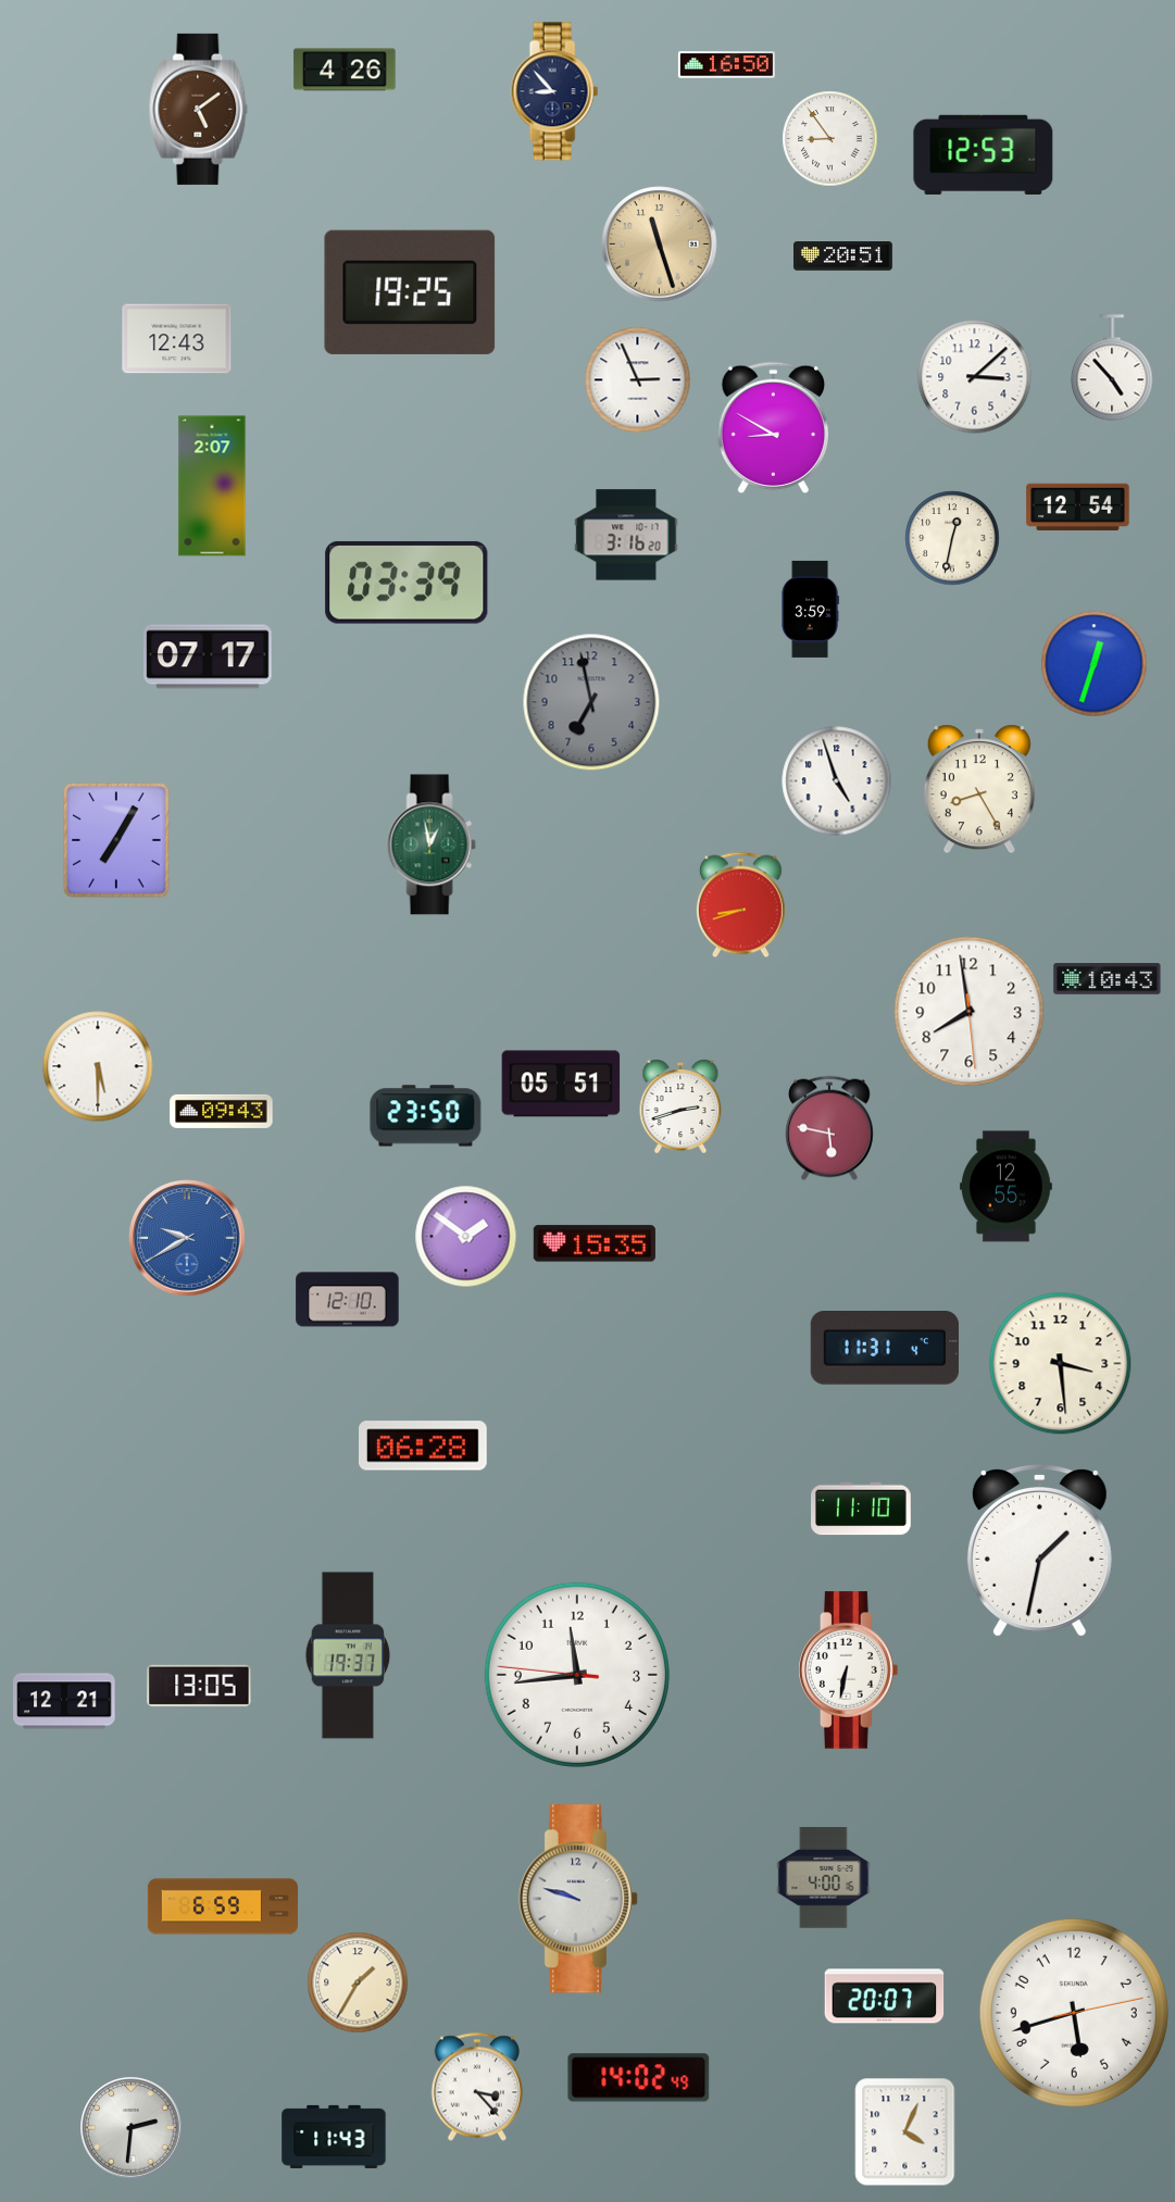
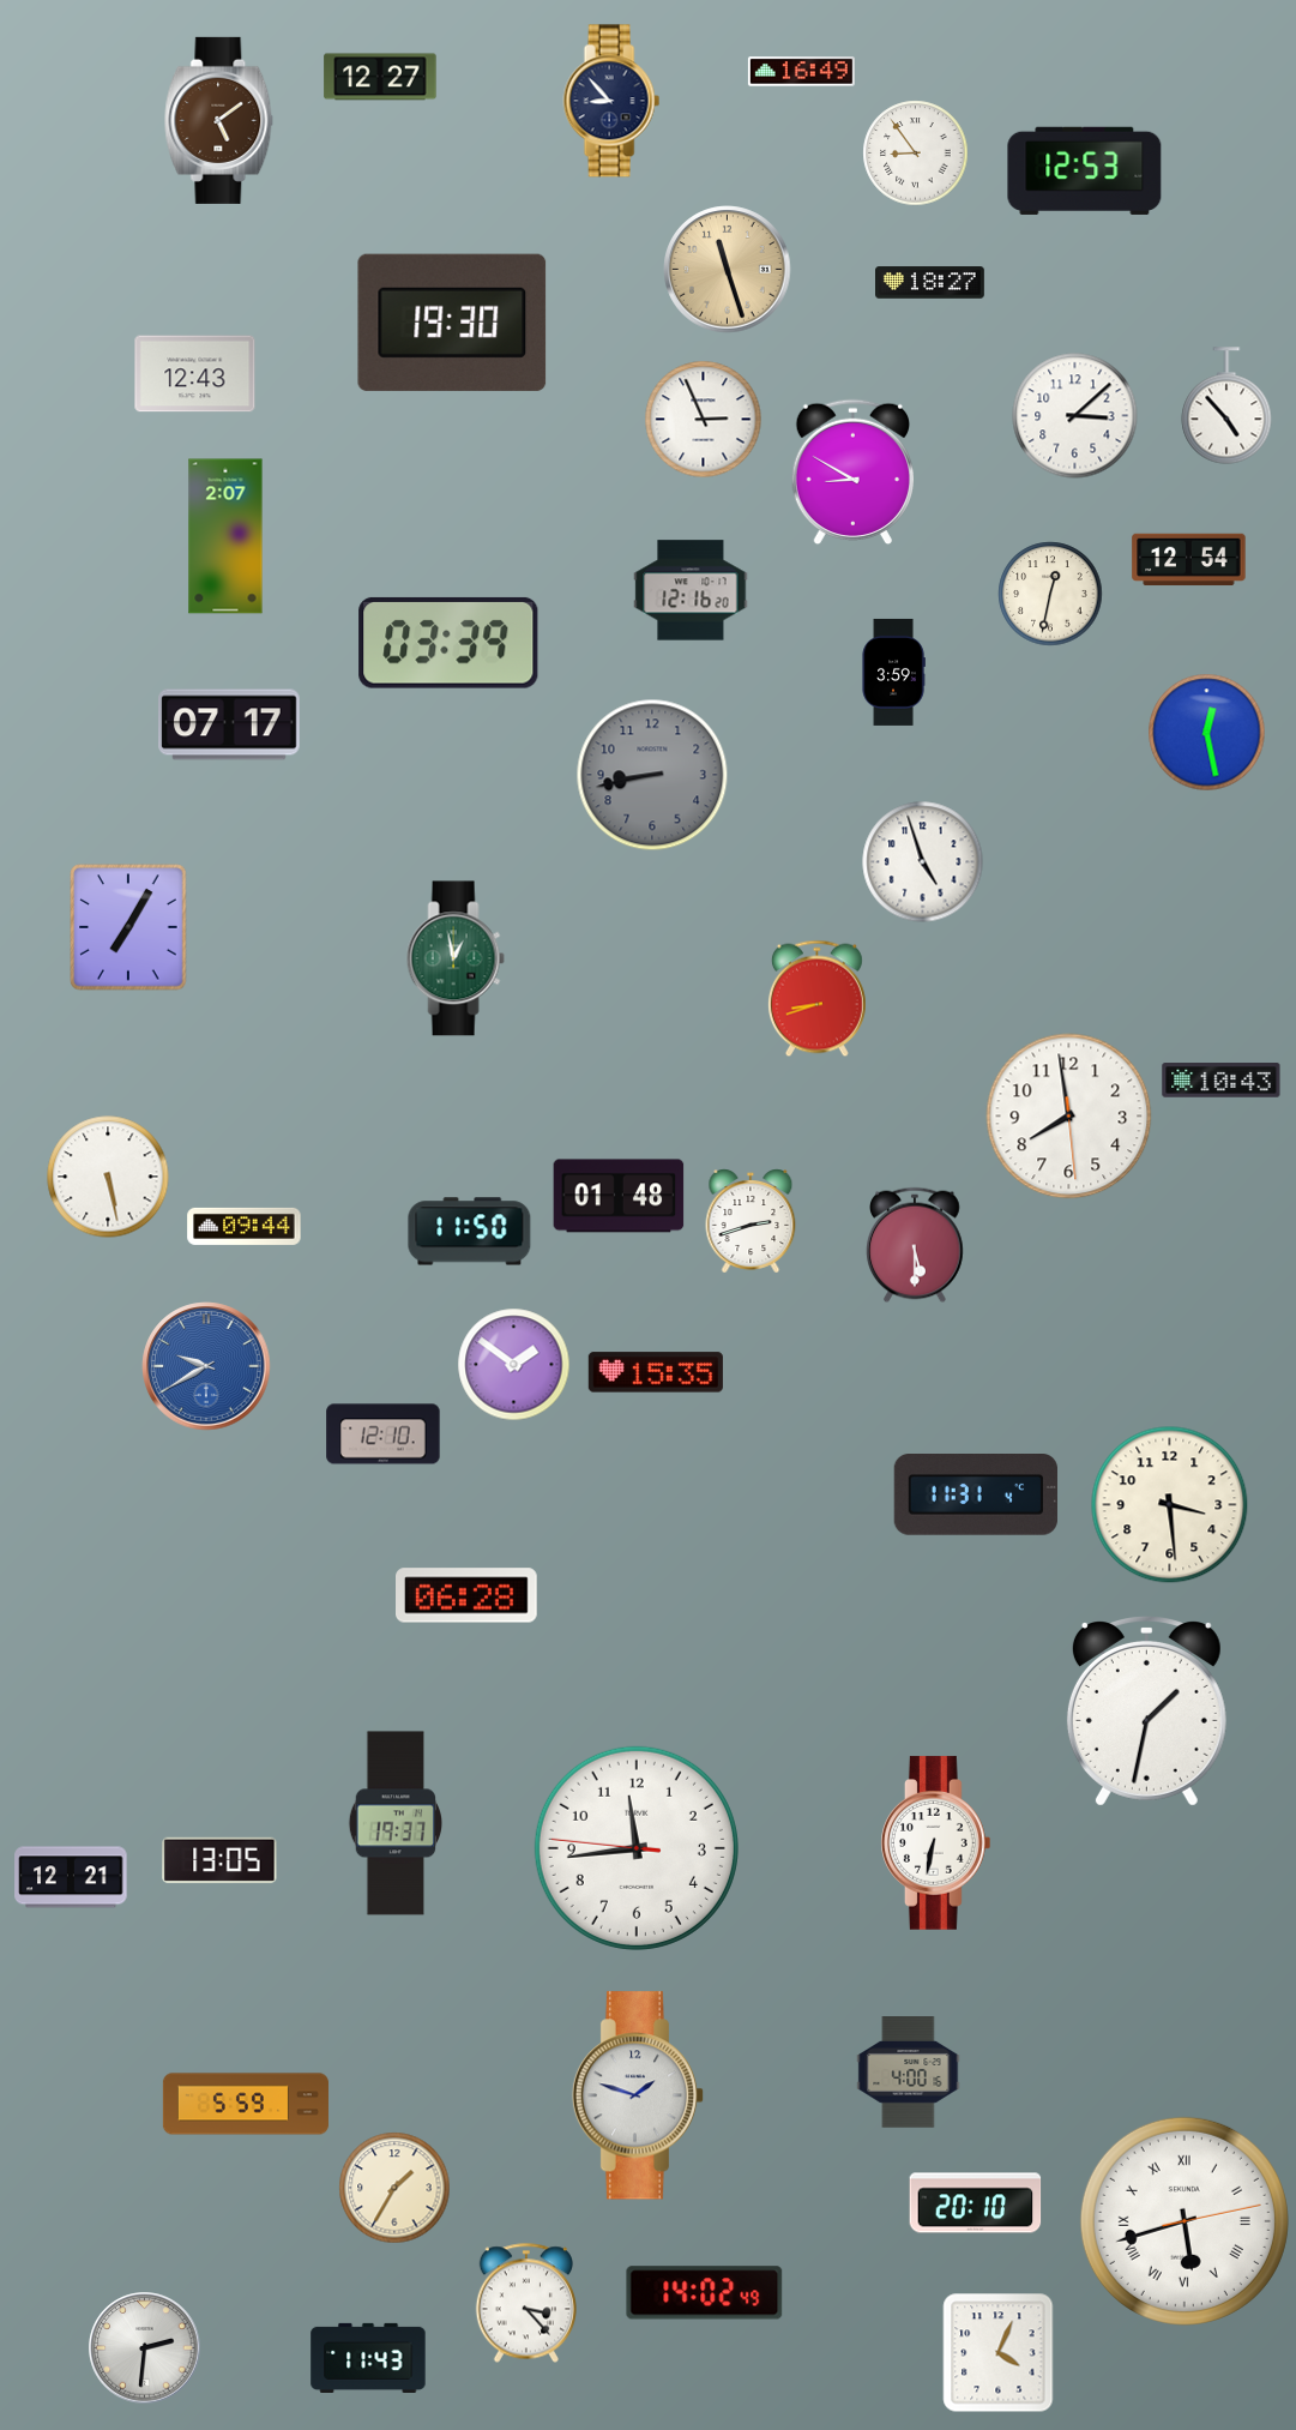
clock at (726, 65): 16:50 -> 16:49
clock at (345, 70): 4:26 -> 12:27
clock at (843, 257): 20:51 -> 18:27
clock at (410, 292): 19:25 -> 19:30
clock at (212, 486) position: (212, 486) -> (225, 536)
clock at (626, 535): 3:16 -> 12:16
clock at (1095, 664): 12:33 -> 12:28
clock at (591, 702): 6:58 -> 8:43
clock at (979, 789): 8:25 -> none
clock at (432, 844) position: (432, 844) -> (456, 958)
clock at (98, 1066): 5:30 -> 5:28
clock at (561, 1084): 05:51 -> 01:48
clock at (222, 1111): 09:43 -> 09:44
clock at (426, 1116): 23:50 -> 11:50
clock at (829, 1128): 5:47 -> 5:30
clock at (1005, 1187): 12:55 -> none
clock at (885, 1349) position: (885, 1349) -> (976, 1496)
clock at (862, 1509): 11:10 -> none
clock at (347, 1655) position: (347, 1655) -> (394, 1823)
clock at (578, 1899): 9:48 -> 1:48
clock at (223, 1906): 6:59 -> 5:59
clock at (885, 1997): 20:07 -> 20:10
clock at (1074, 2013) numerals: Arabic -> Roman
